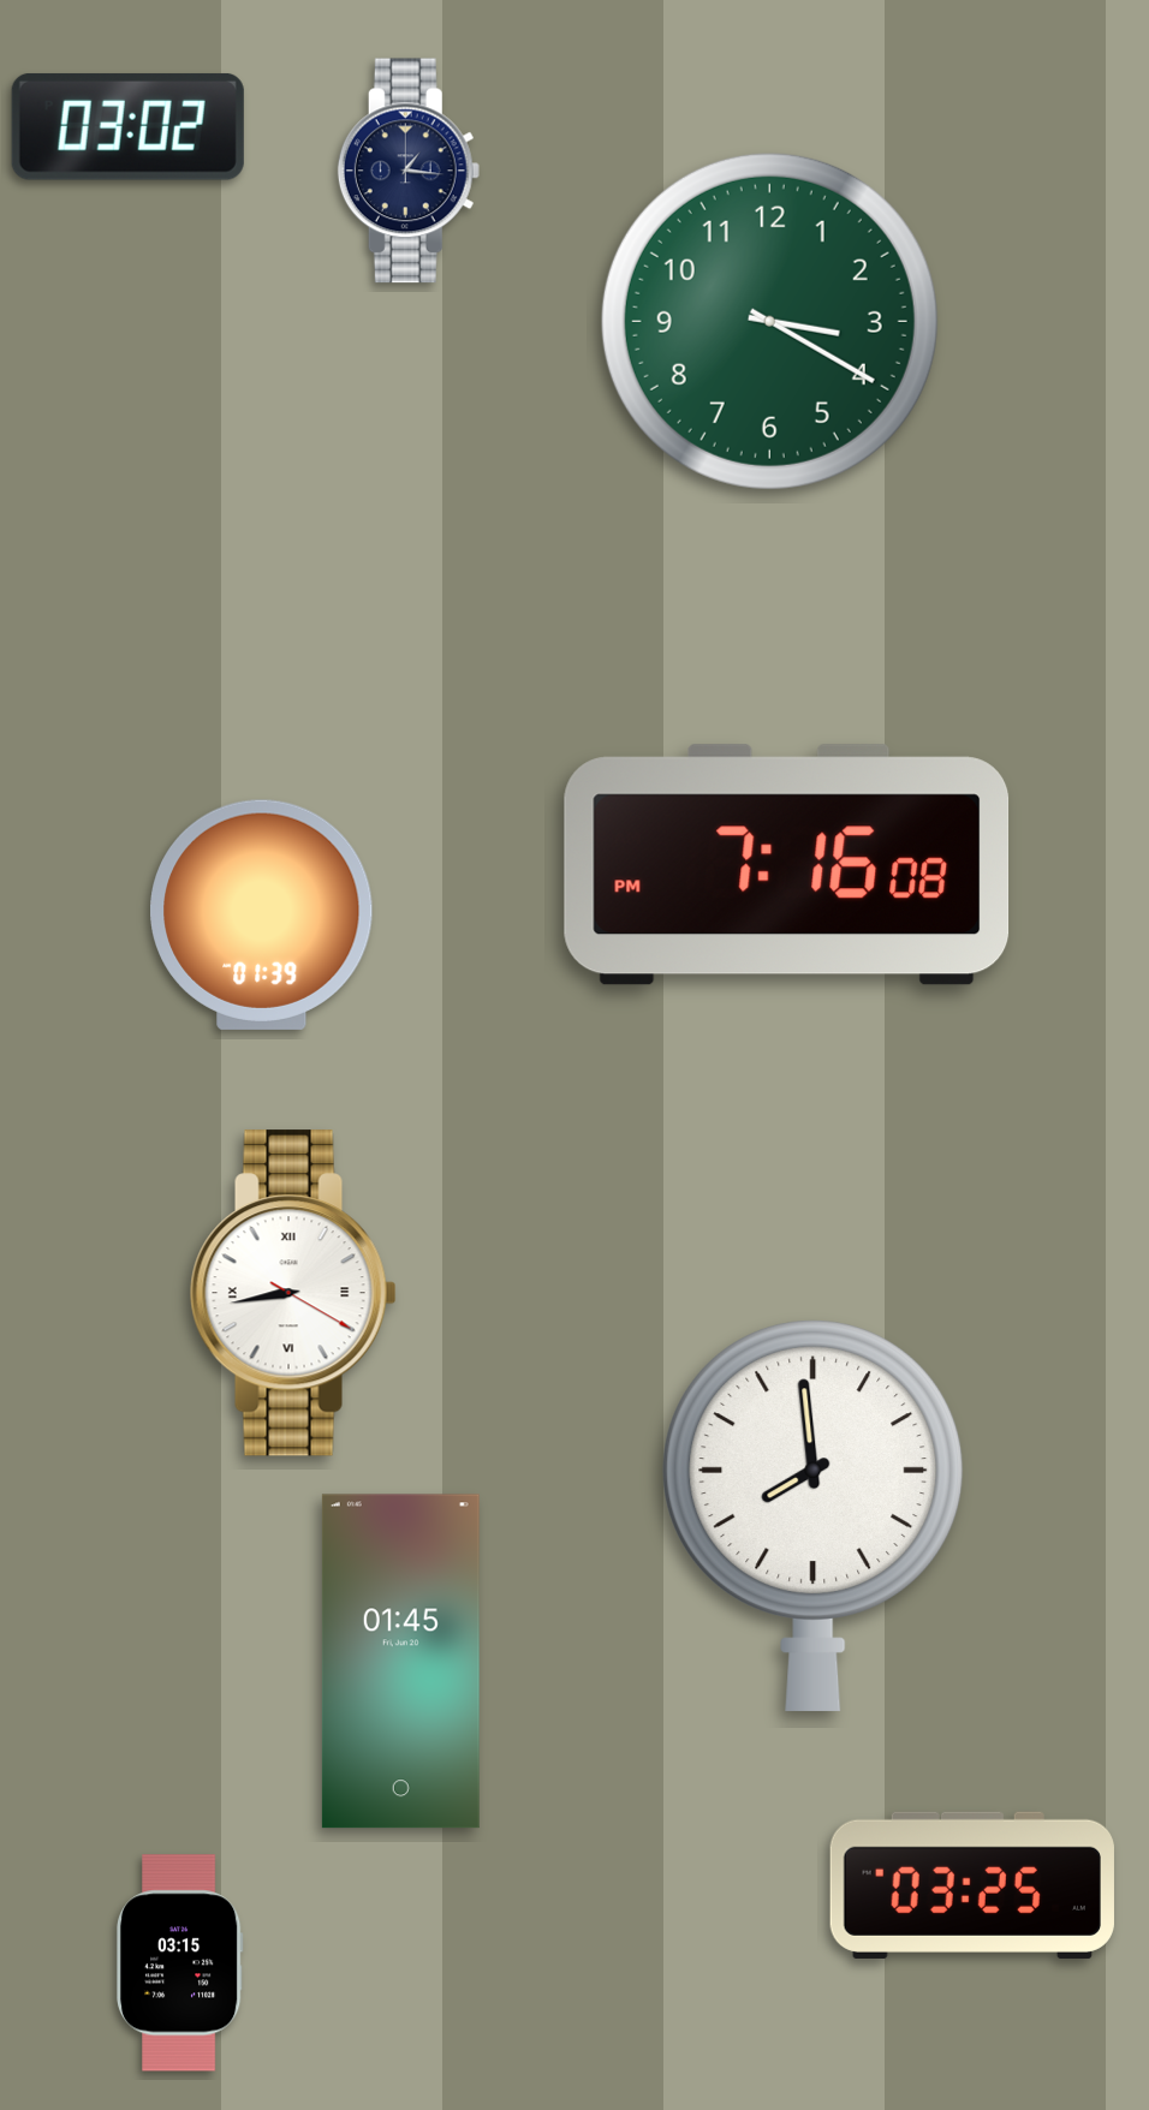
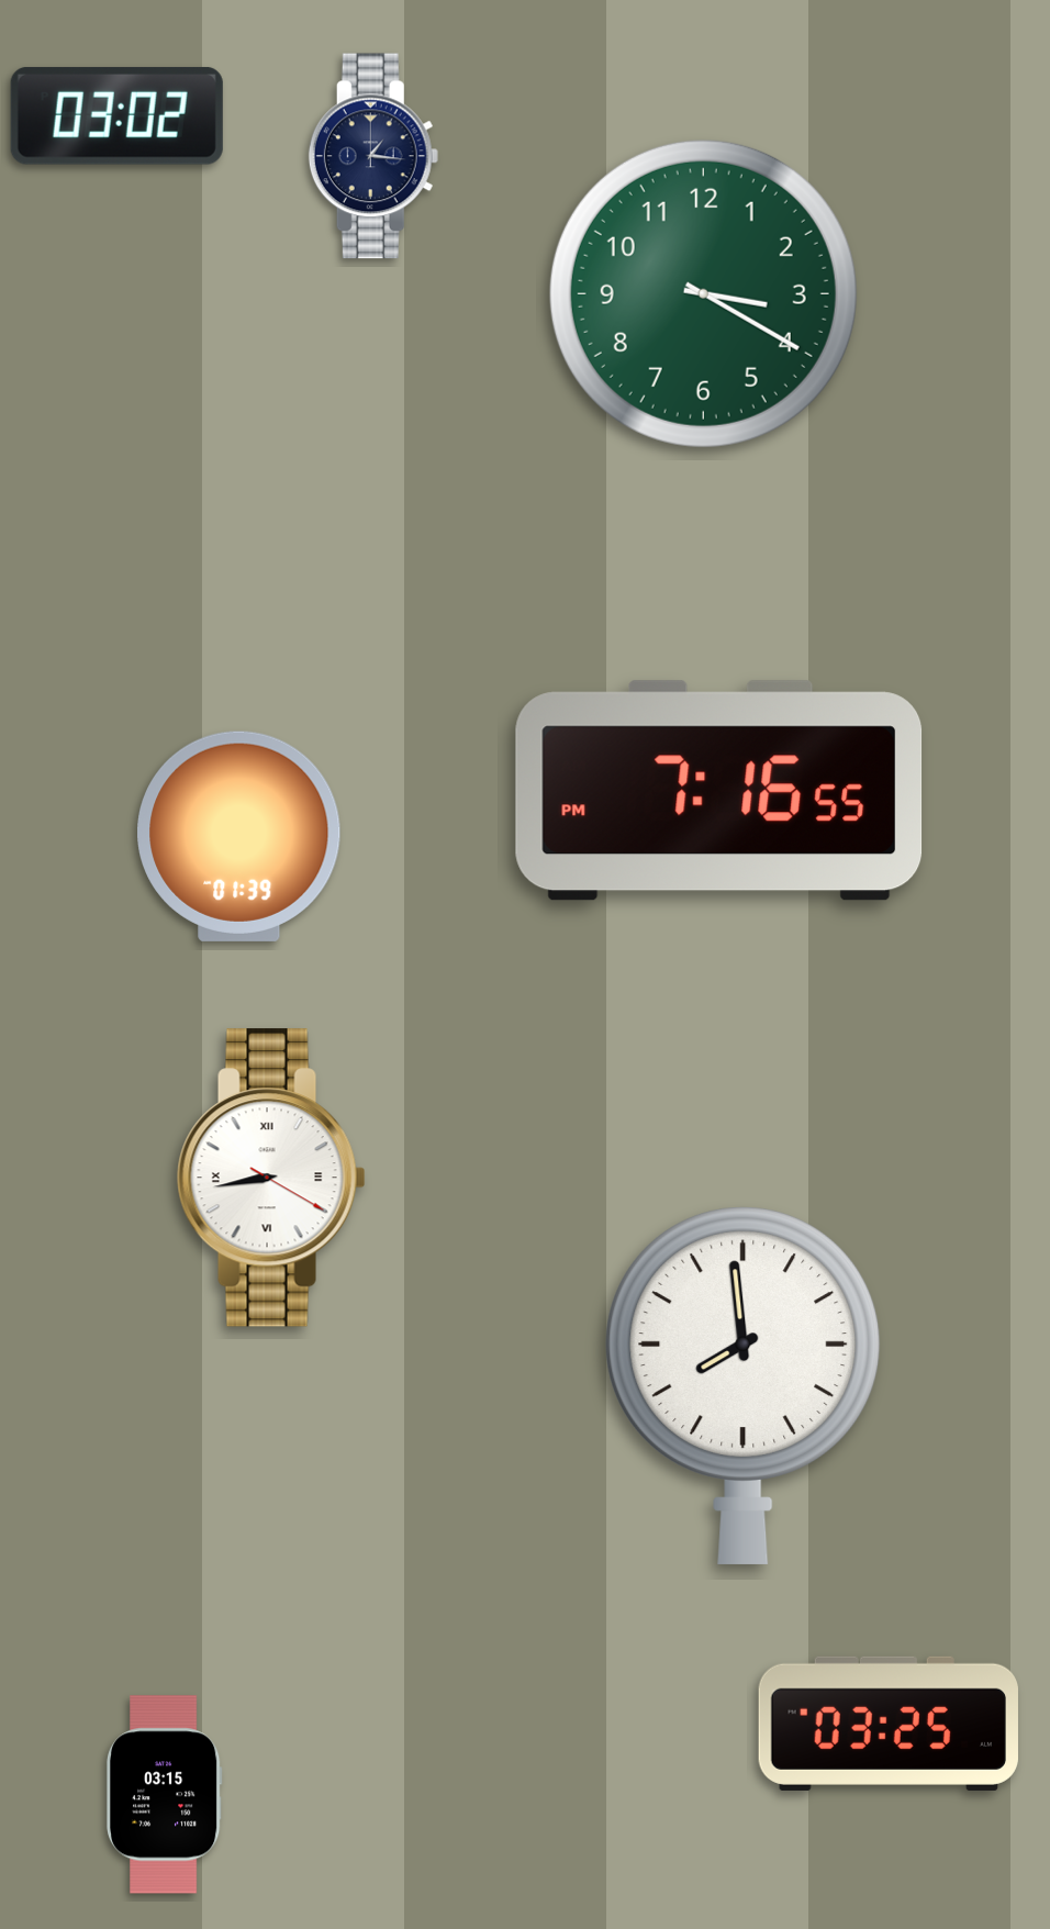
clock at (787, 865): 7:16:08 PM -> 7:16:55 PM
clock at (293, 1293) position: (293, 1293) -> (271, 1178)
clock at (400, 1662): 01:45 -> none
